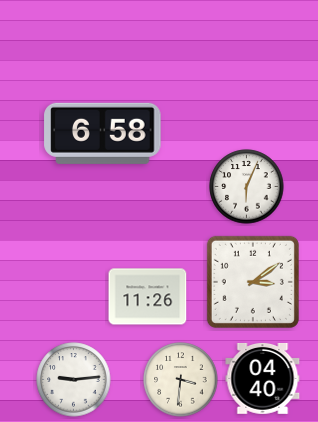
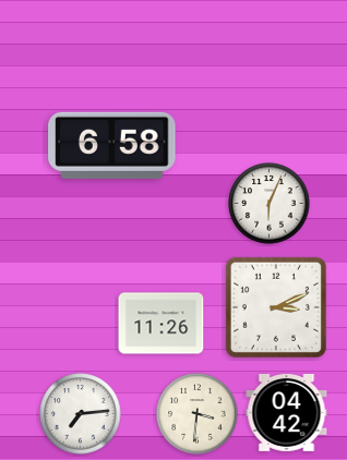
clock at (253, 282): 3:09 -> 3:11
clock at (263, 379): 04:40 -> 04:42
clock at (74, 380): 9:14 -> 7:14
